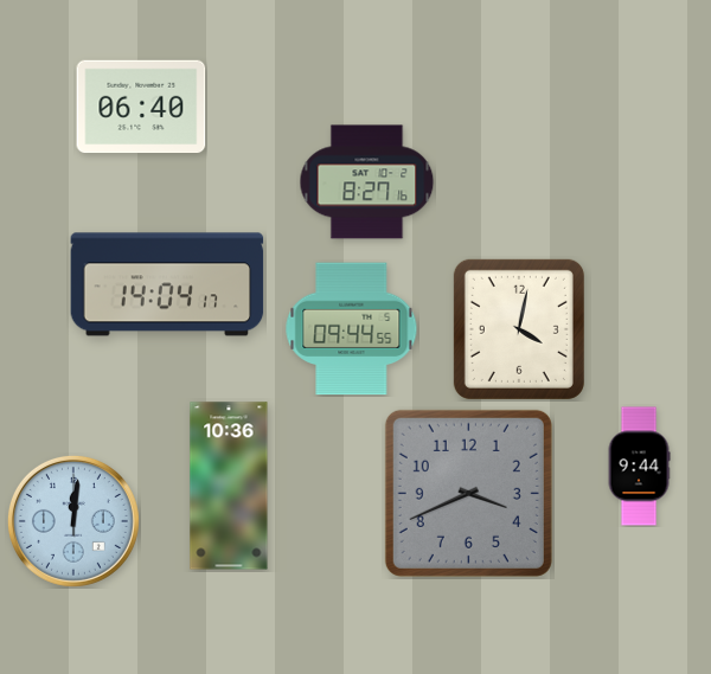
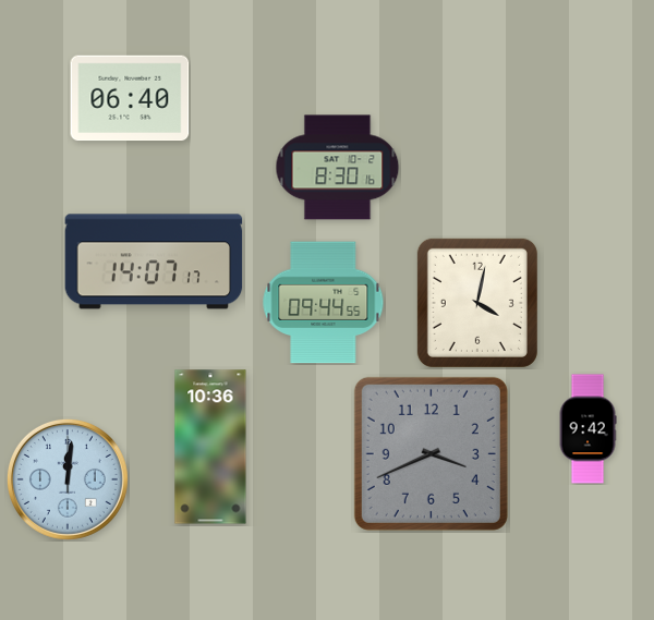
clock at (367, 182): 8:27 -> 8:30
clock at (167, 284): 14:04 -> 14:07
clock at (639, 467): 9:44 -> 9:42
